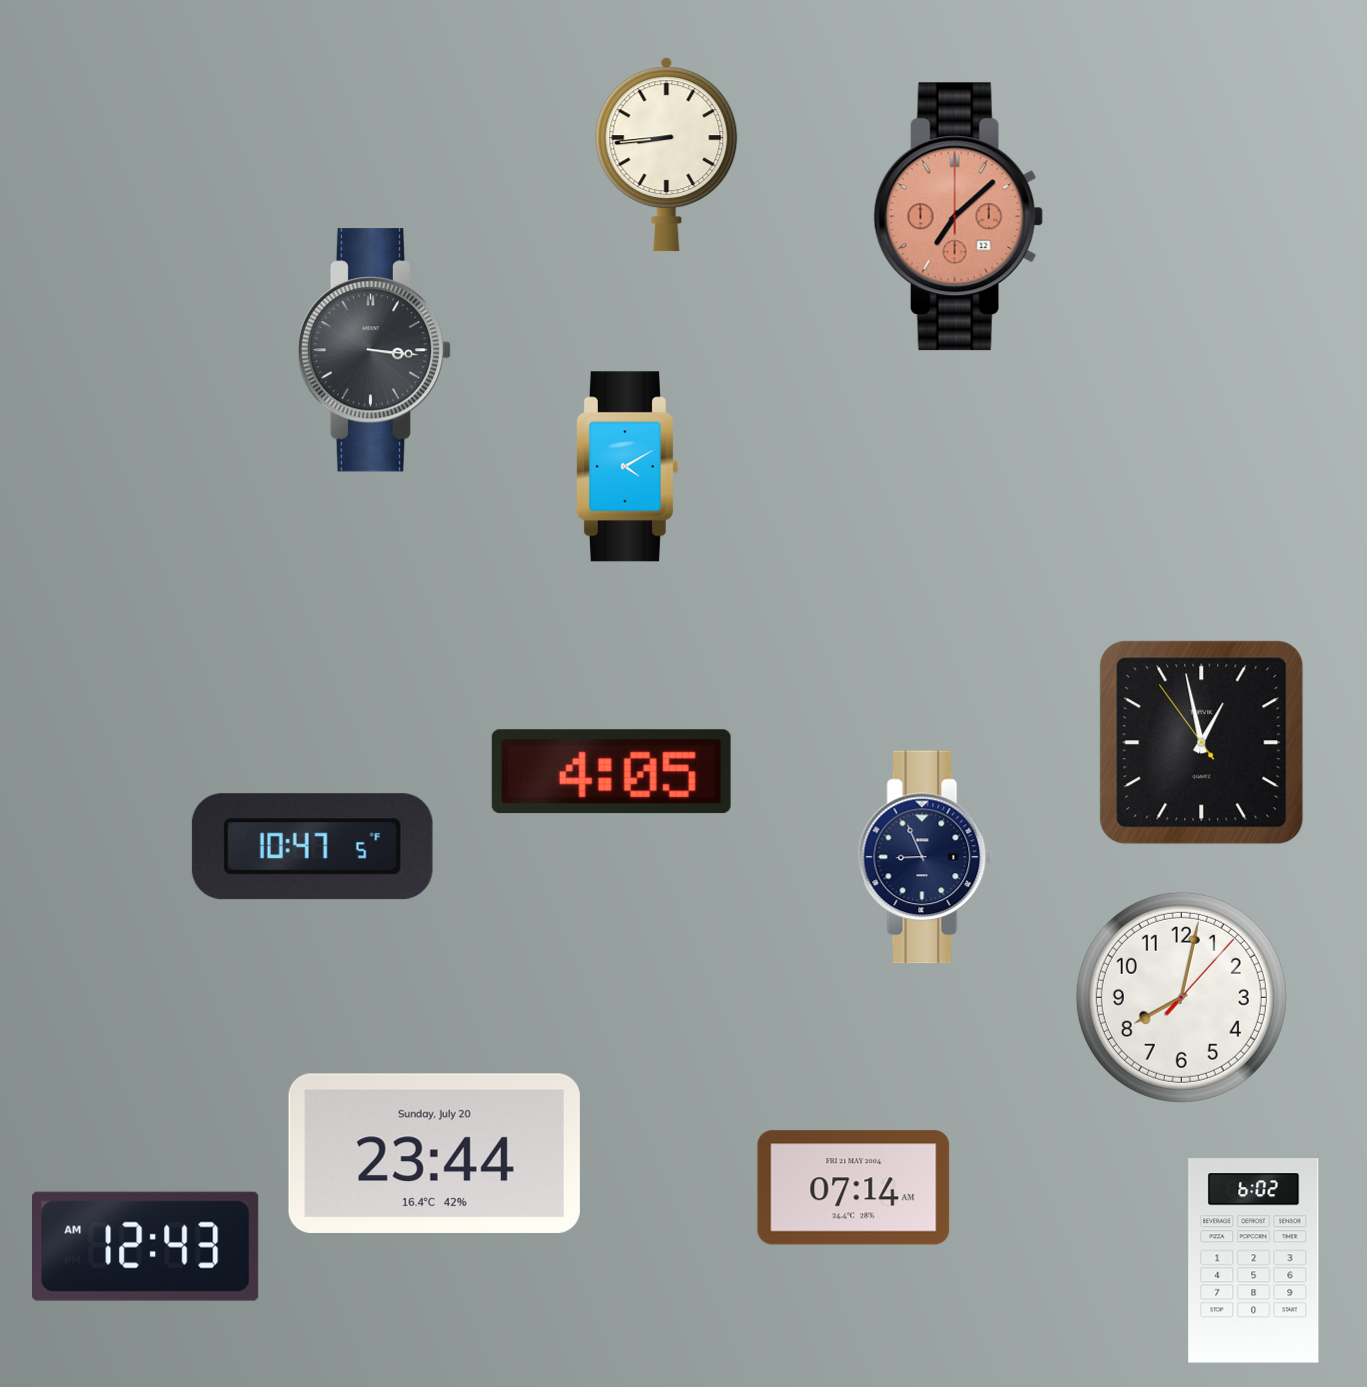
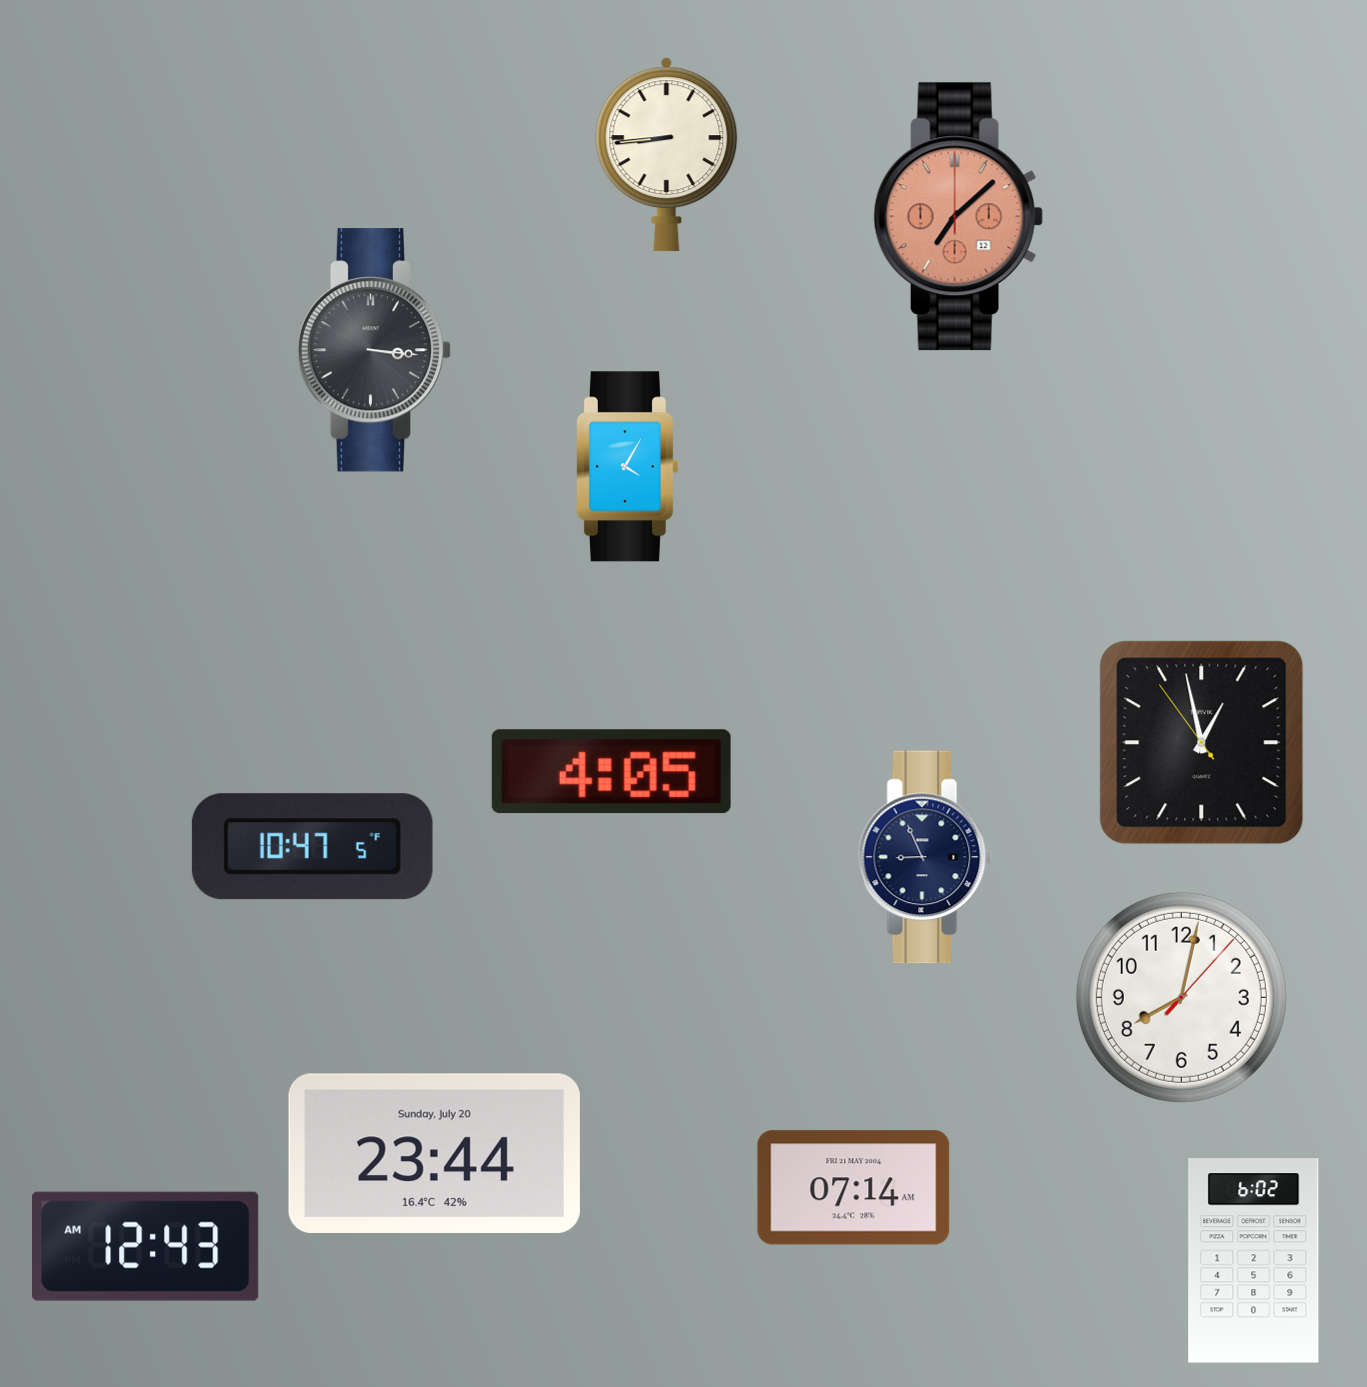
clock at (627, 467): 4:10 -> 4:05
